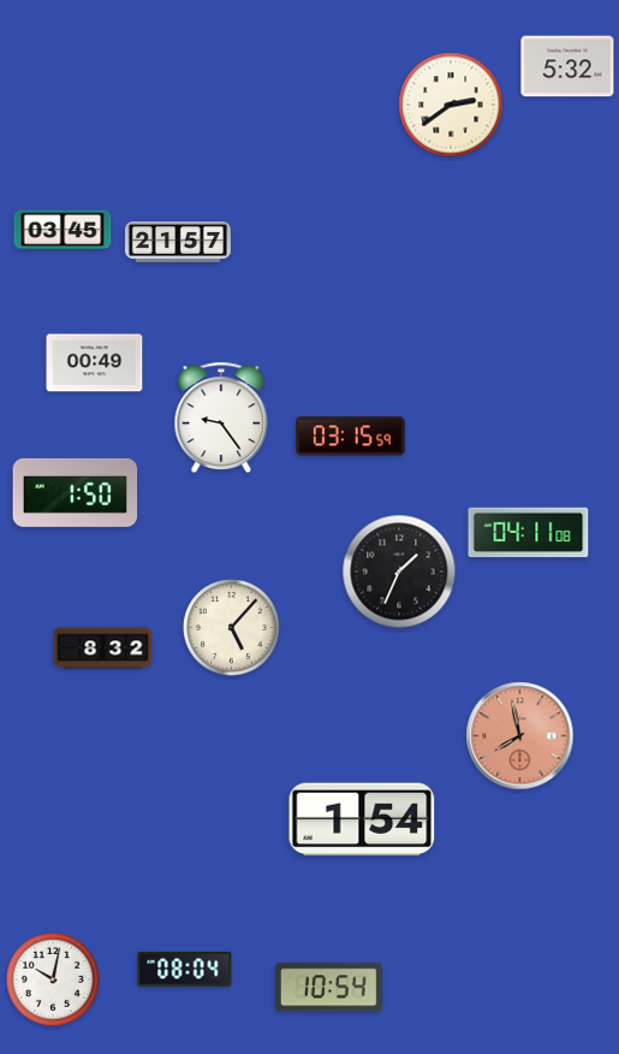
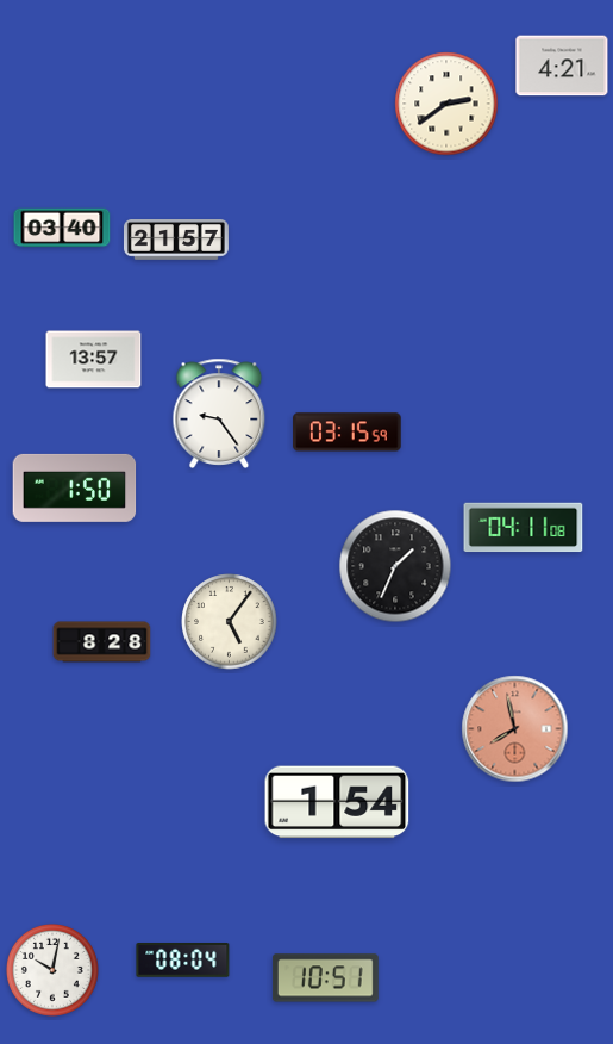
clock at (567, 66): 5:32 -> 4:21
clock at (63, 230): 03:45 -> 03:40
clock at (95, 363): 00:49 -> 13:57
clock at (232, 628): 5:07 -> 5:06
clock at (103, 649): 8:32 -> 8:28
clock at (362, 819) position: (362, 819) -> (337, 802)
clock at (328, 988): 10:54 -> 10:51
